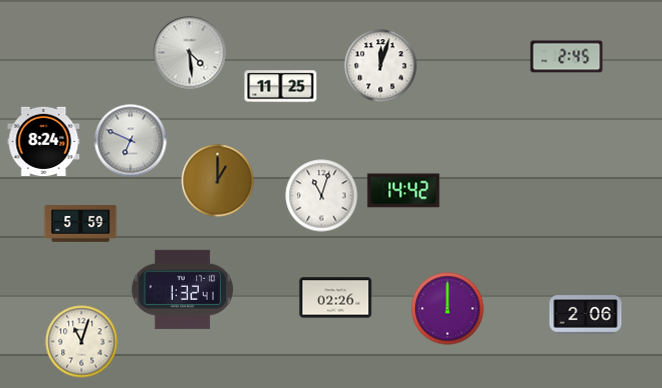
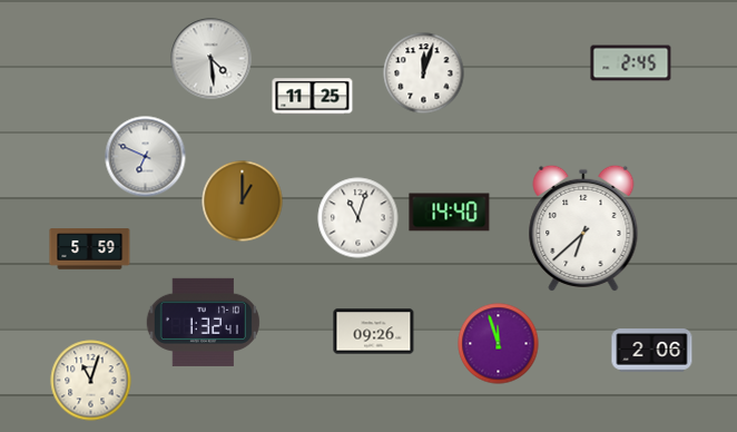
clock at (44, 141): 8:24 -> none
clock at (404, 191): 14:42 -> 14:40
clock at (583, 228): none -> 6:38
clock at (336, 298): 02:26 -> 09:26
clock at (448, 309): 12:00 -> 11:57
